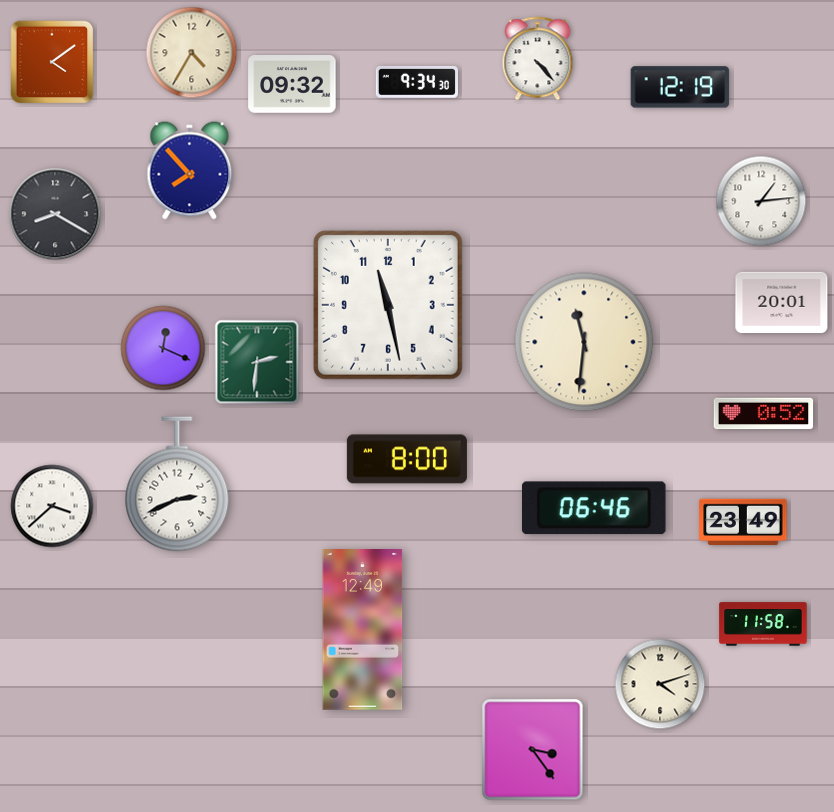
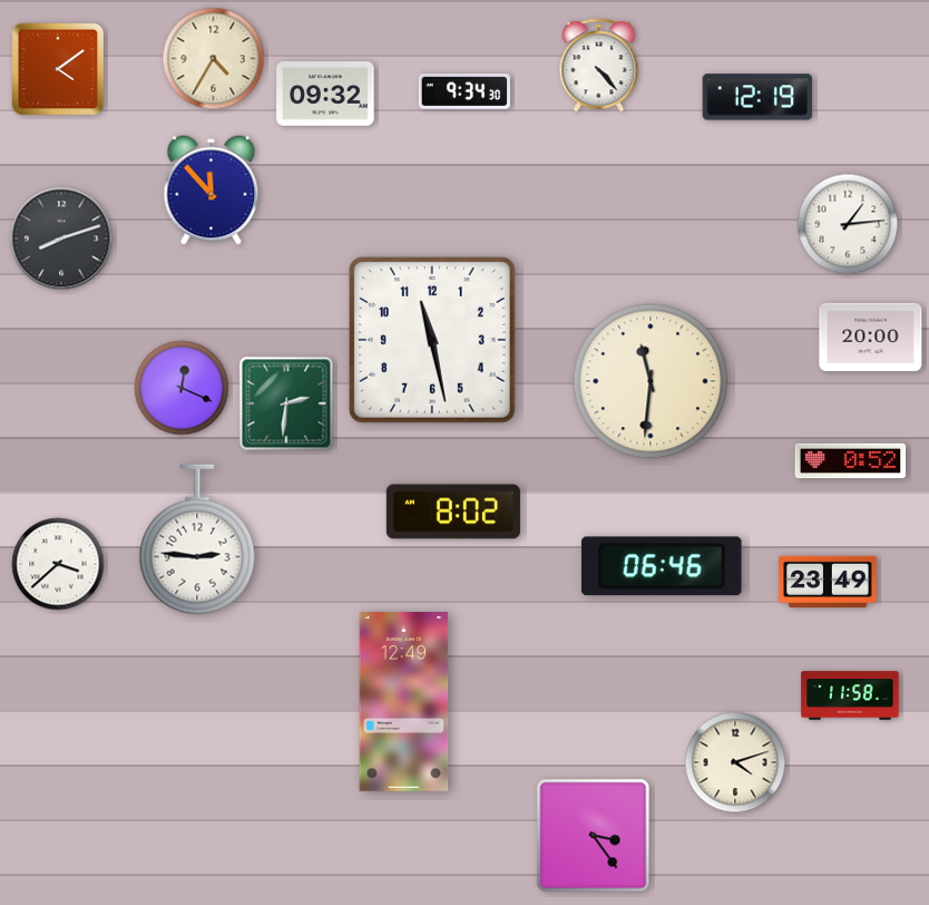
clock at (190, 171): 7:53 -> 11:53
clock at (55, 214): 8:20 -> 8:12
clock at (782, 303): 20:01 -> 20:00
clock at (407, 459): 8:00 -> 8:02
clock at (177, 484): 2:41 -> 2:46
